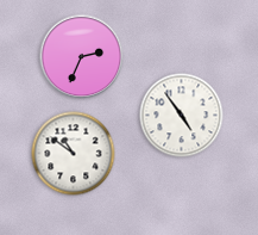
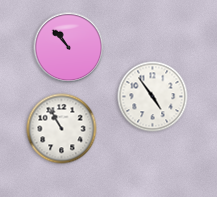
clock at (82, 57): 2:34 -> 10:53
clock at (74, 154): 10:51 -> 10:55
